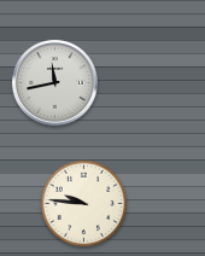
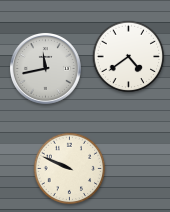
clock at (129, 57): none -> 4:39
clock at (84, 204): 9:46 -> 9:49
